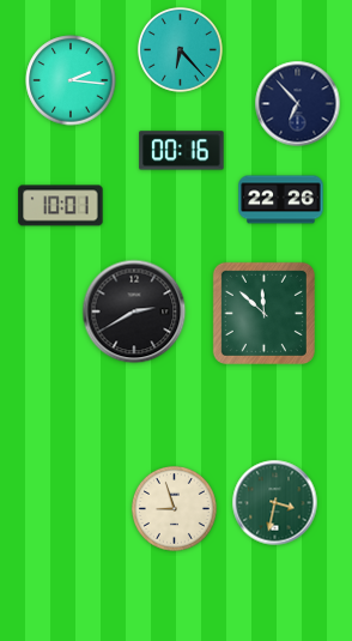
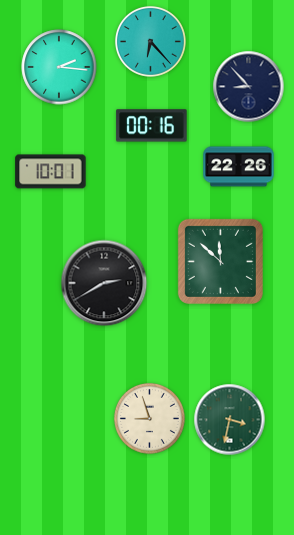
clock at (298, 104): 6:53 -> 8:53
clock at (281, 200) position: (281, 200) -> (239, 167)
clock at (134, 312) position: (134, 312) -> (104, 283)
clock at (174, 508) position: (174, 508) -> (149, 418)
